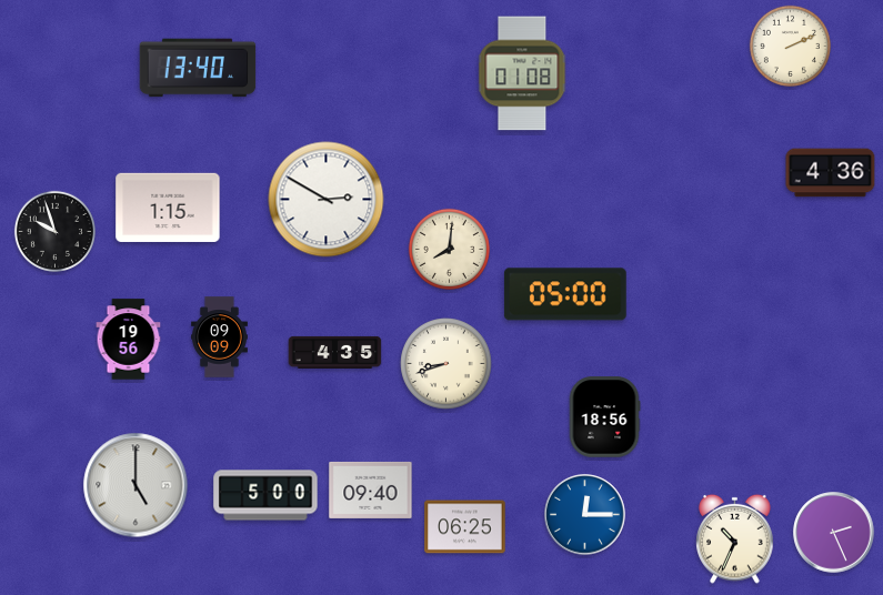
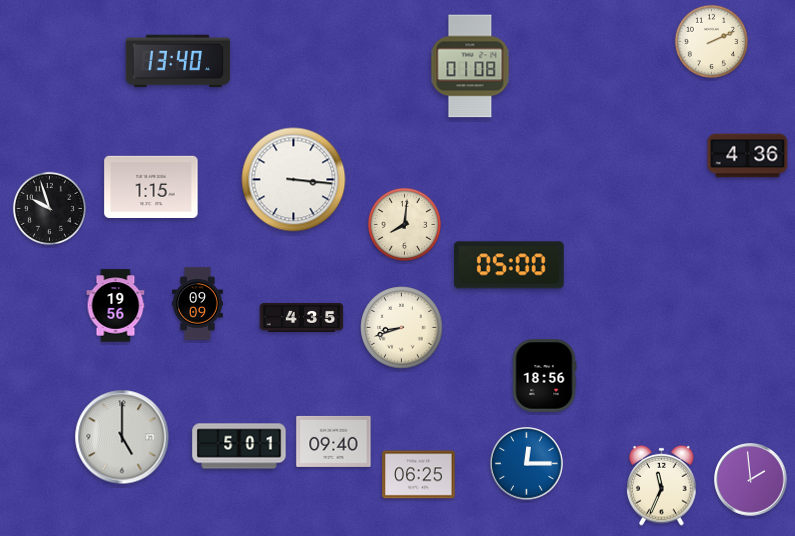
clock at (327, 200): 2:50 -> 3:16
clock at (265, 495): 5:00 -> 5:01
clock at (834, 533): 2:26 -> 1:59
clock at (735, 538): 10:34 -> 11:34
